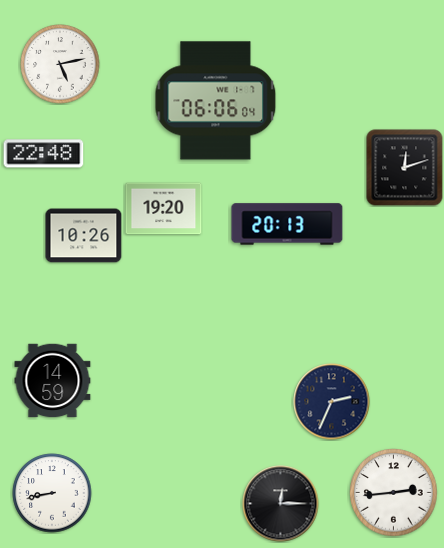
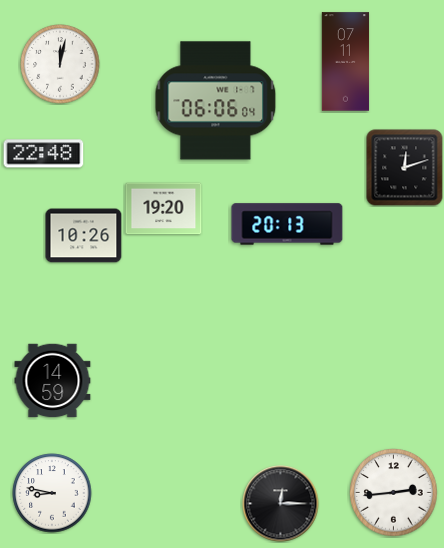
clock at (346, 62): none -> 07:11
clock at (60, 64): 5:13 -> 12:02
clock at (332, 402): 2:34 -> none
clock at (52, 493): 8:43 -> 8:47
